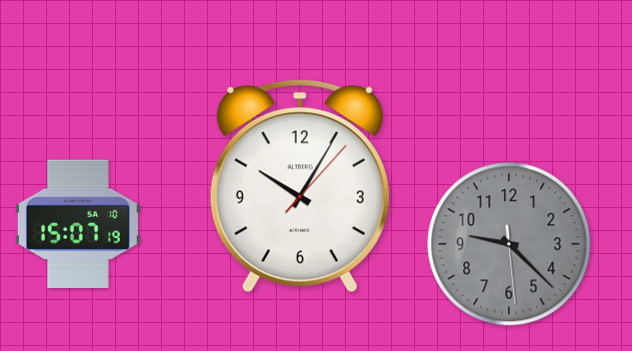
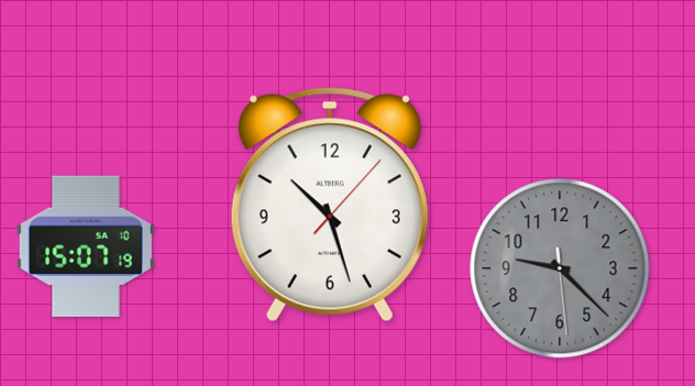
clock at (300, 186): 10:05 -> 10:27
